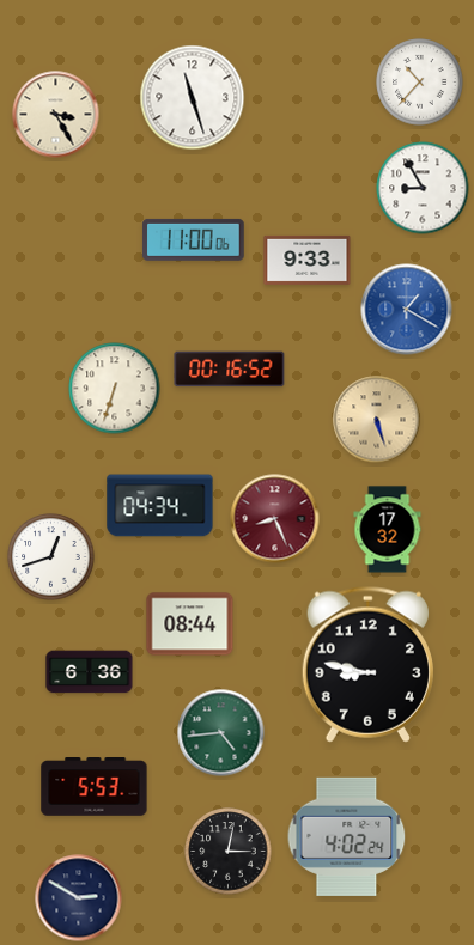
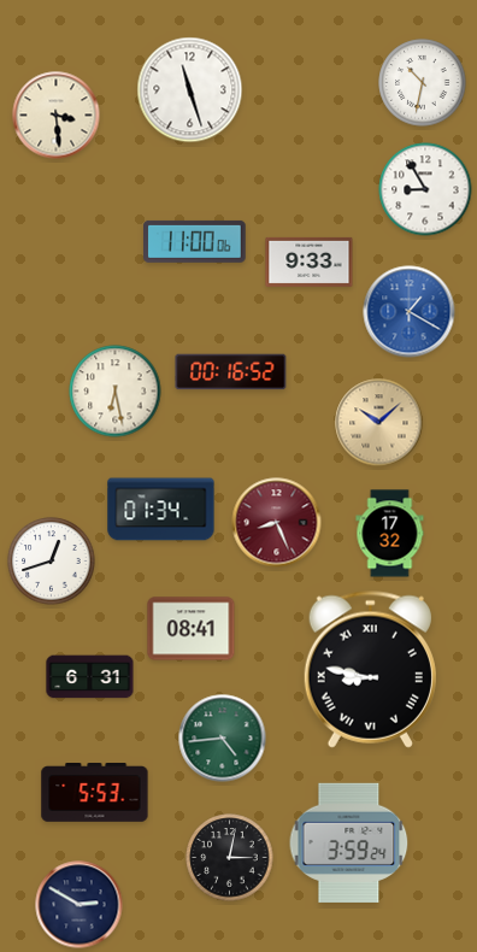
clock at (420, 83): 10:37 -> 10:32
clock at (193, 98) position: (193, 98) -> (190, 90)
clock at (56, 115): 3:25 -> 3:29
clock at (115, 389): 6:33 -> 6:28
clock at (377, 420): 5:27 -> 10:08
clock at (160, 506): 04:34 -> 01:34
clock at (190, 624): 08:44 -> 08:41
clock at (367, 664) numerals: Arabic -> Roman
clock at (90, 672): 6:36 -> 6:31
clock at (347, 836): 4:02 -> 3:59
